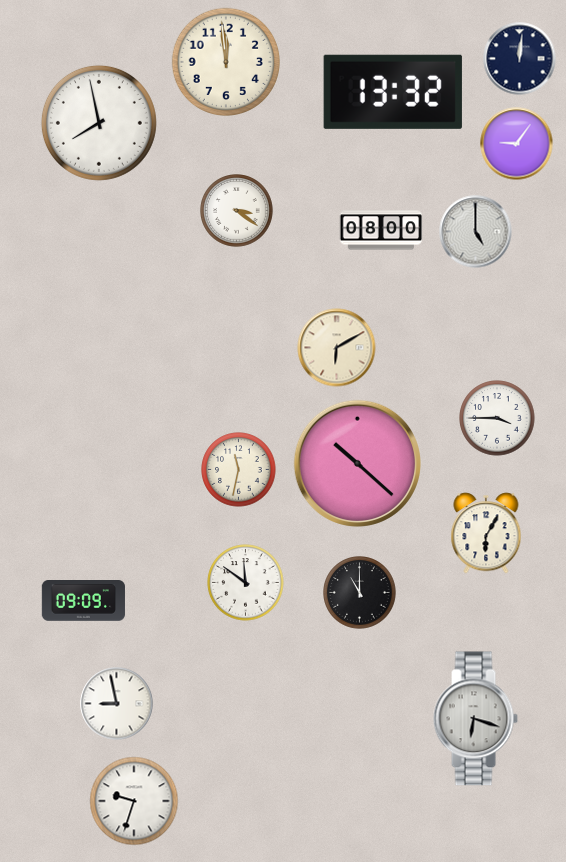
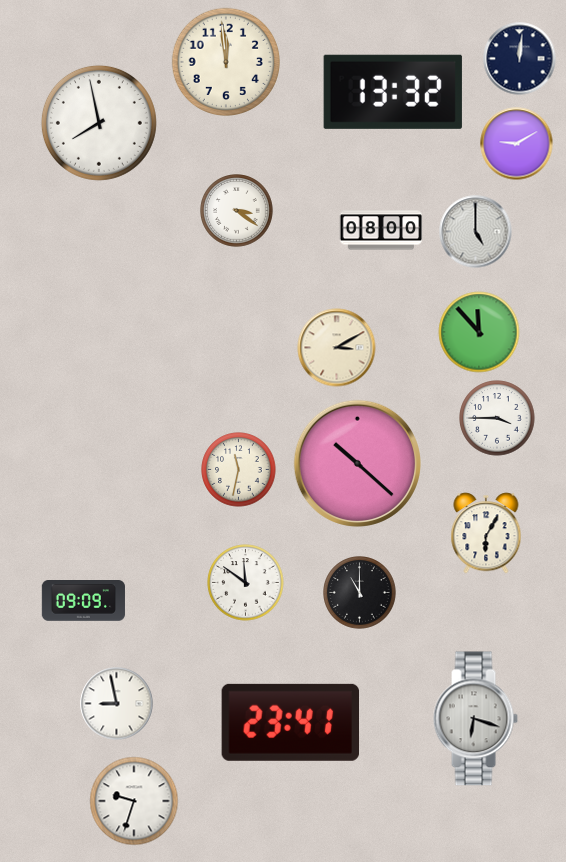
clock at (517, 144): 9:06 -> 9:10
clock at (479, 332): none -> 11:53
clock at (337, 348): 6:10 -> 3:10
clock at (290, 722): none -> 23:41
